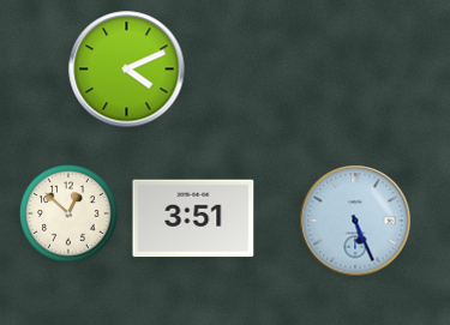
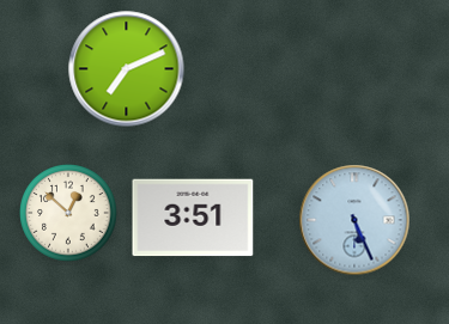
clock at (127, 70): 4:11 -> 7:11
